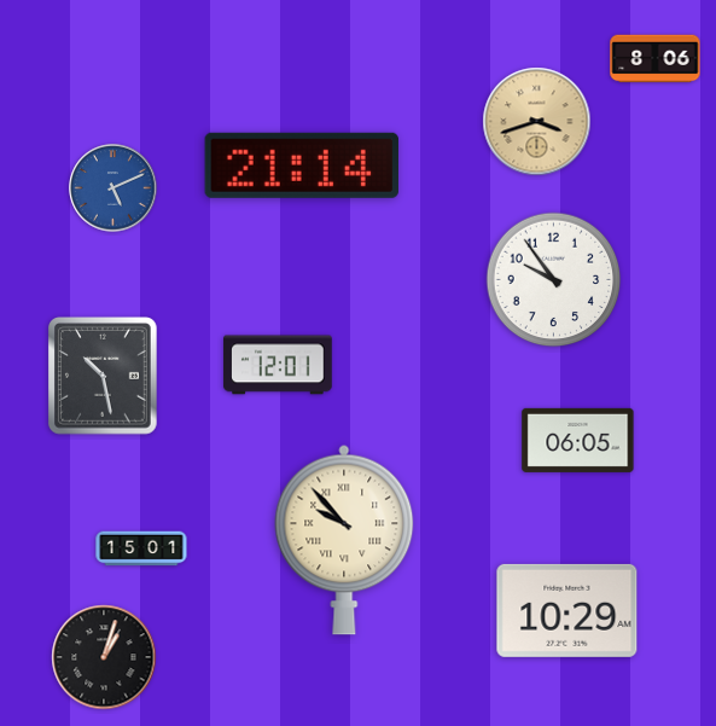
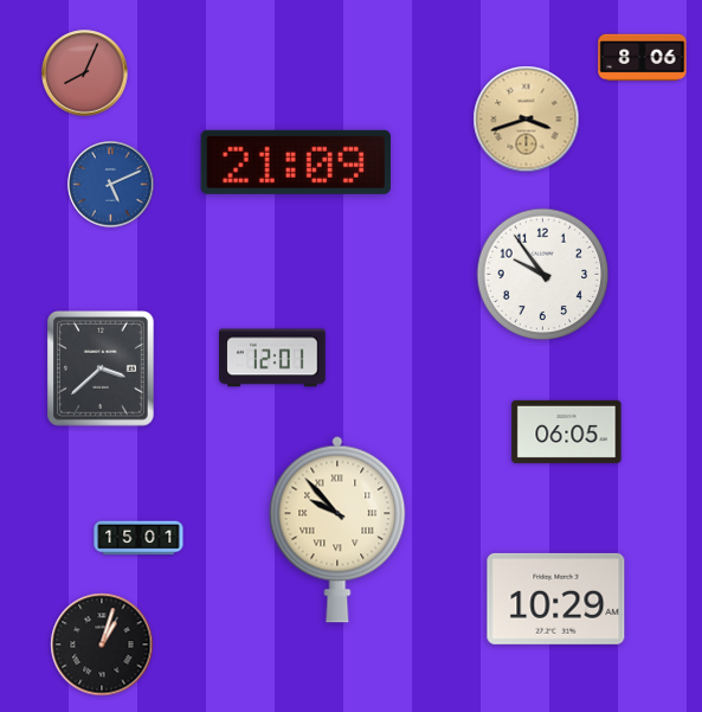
clock at (85, 73): none -> 8:04
clock at (302, 165): 21:14 -> 21:09
clock at (104, 376): 10:28 -> 3:38
